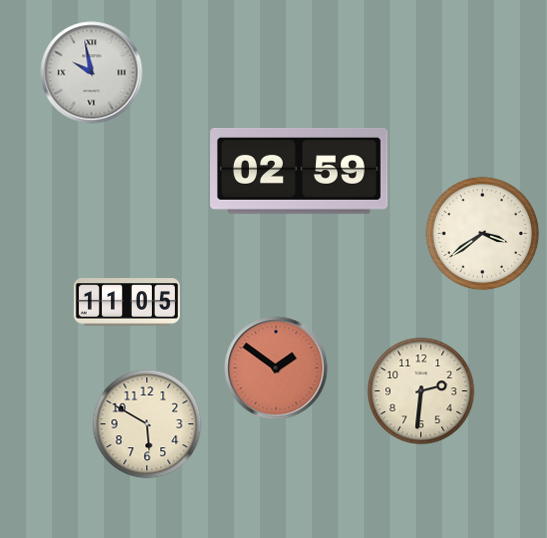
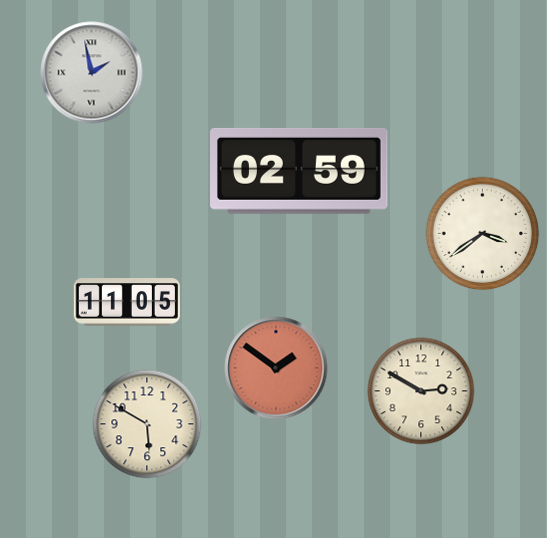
clock at (92, 73): 9:58 -> 1:58
clock at (421, 391): 2:31 -> 2:50
